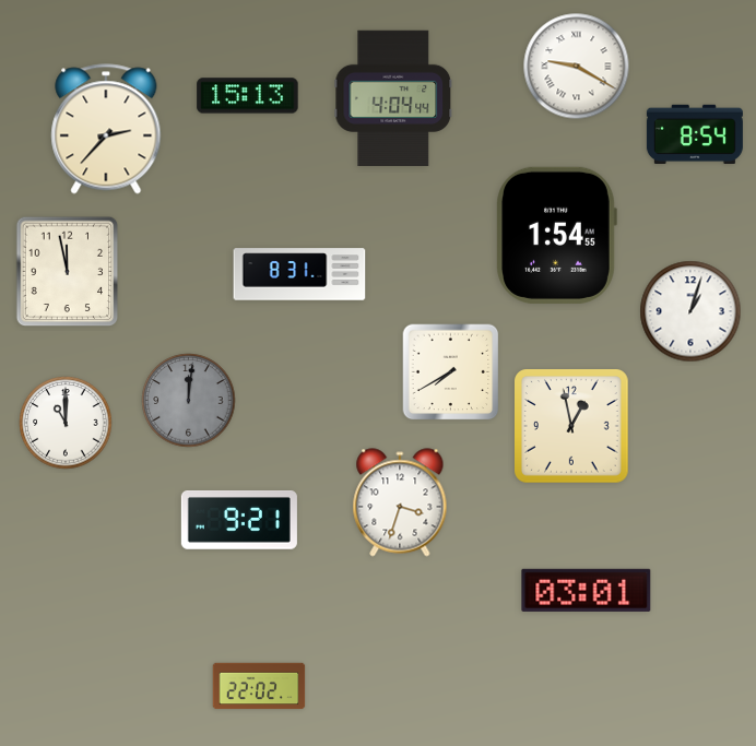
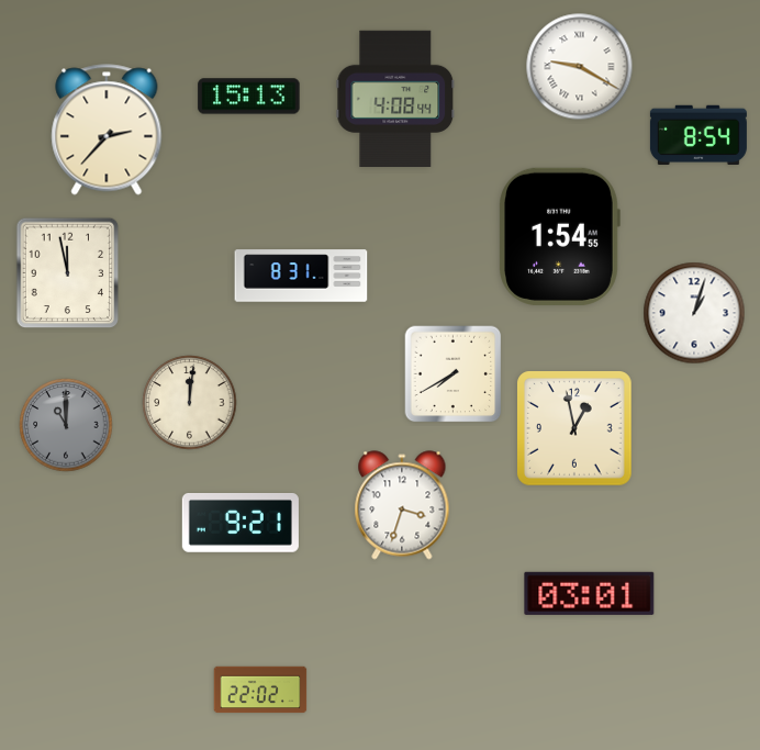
clock at (393, 98): 4:04 -> 4:08
clock at (189, 401) dial: grey -> cream
clock at (66, 423) dial: white -> grey
